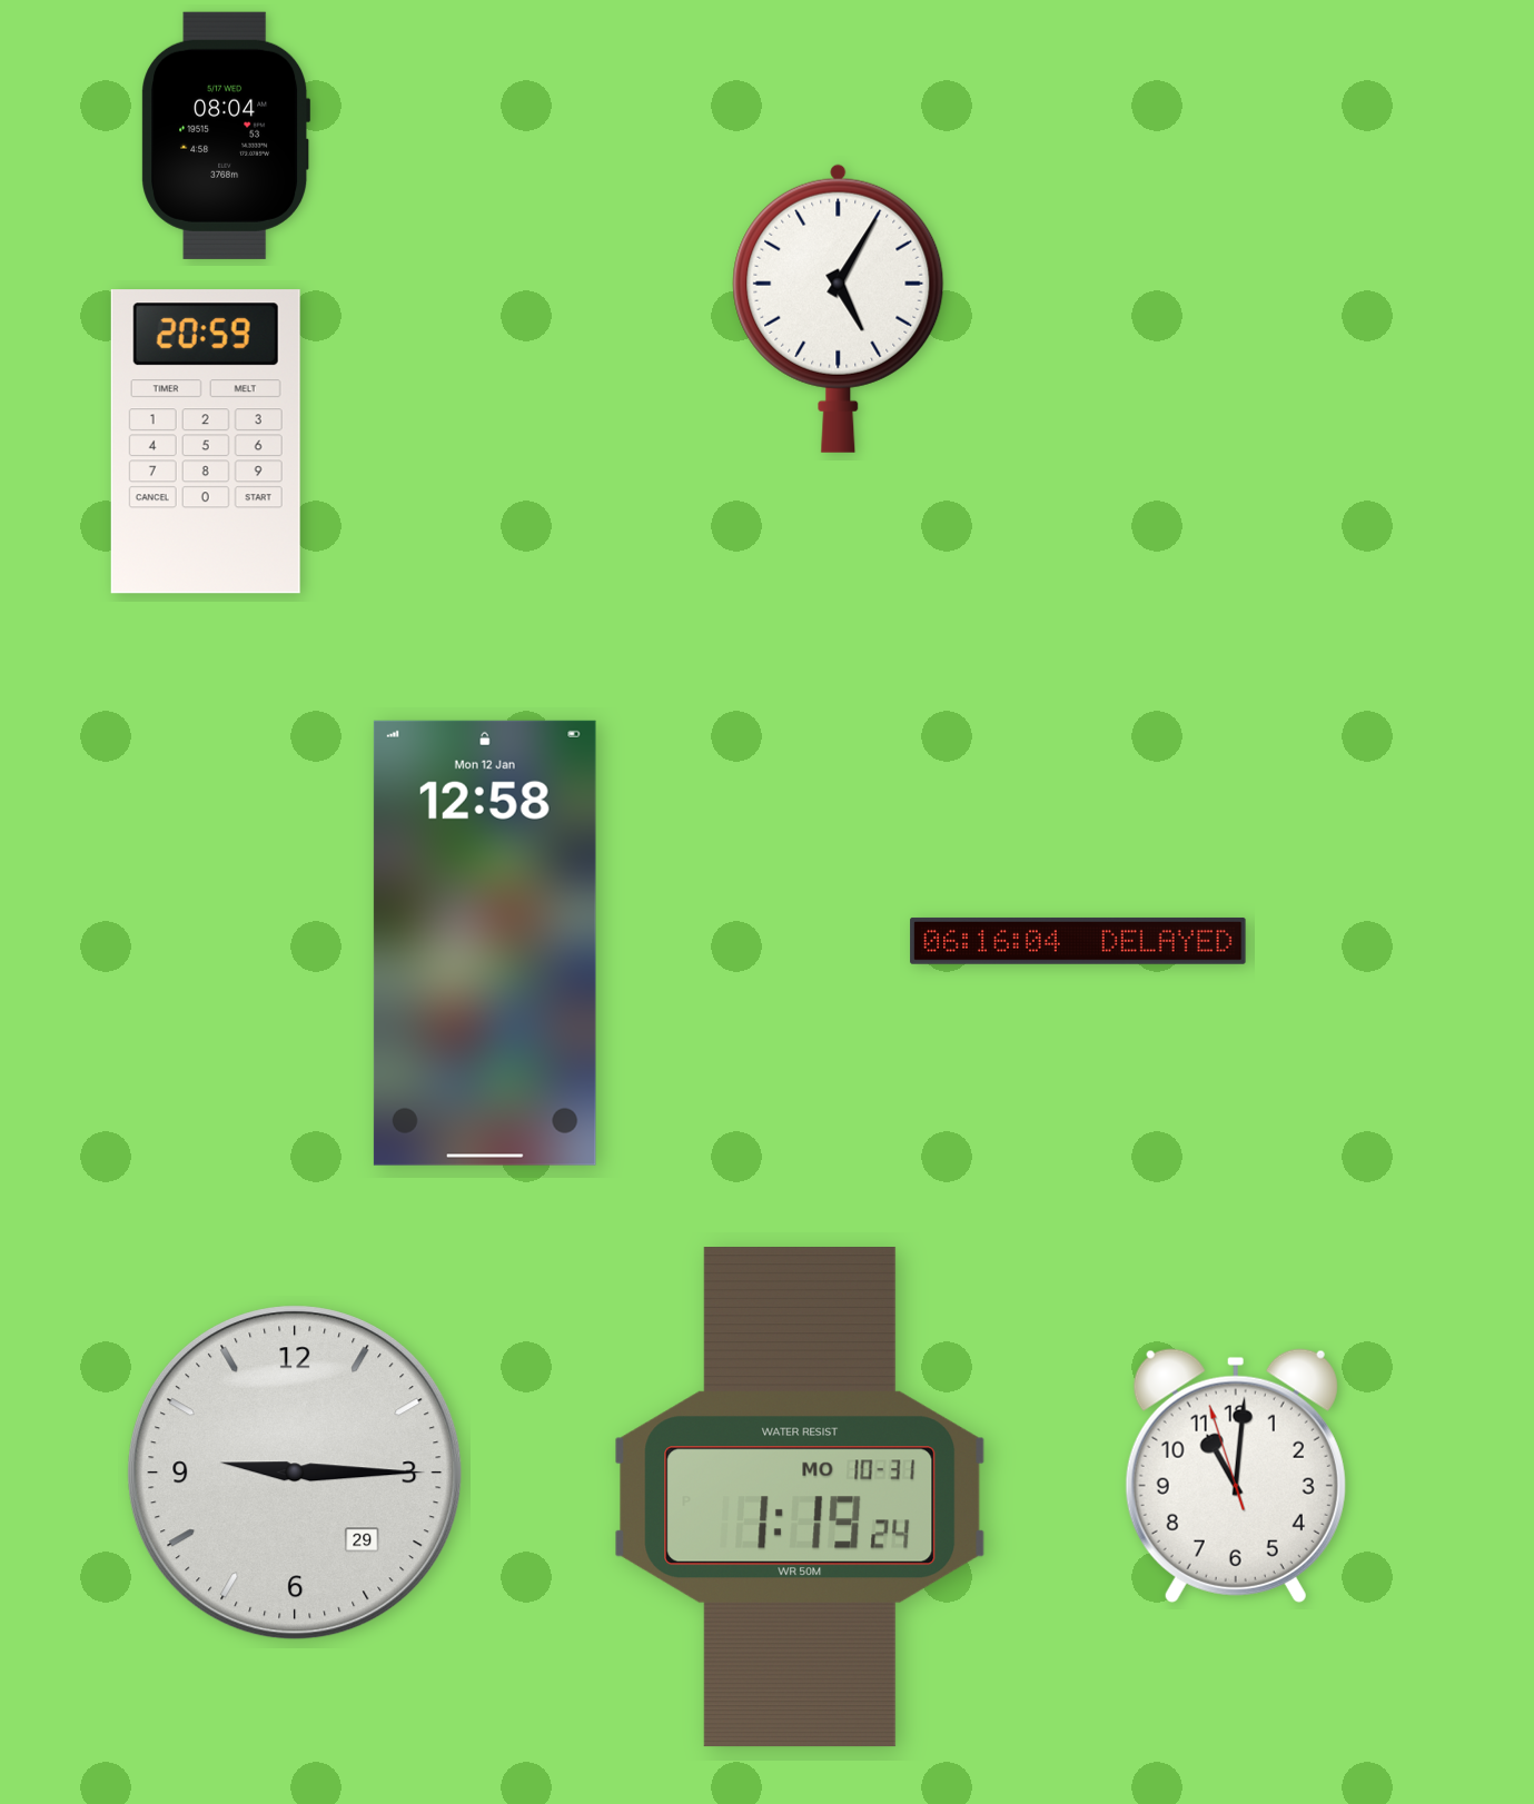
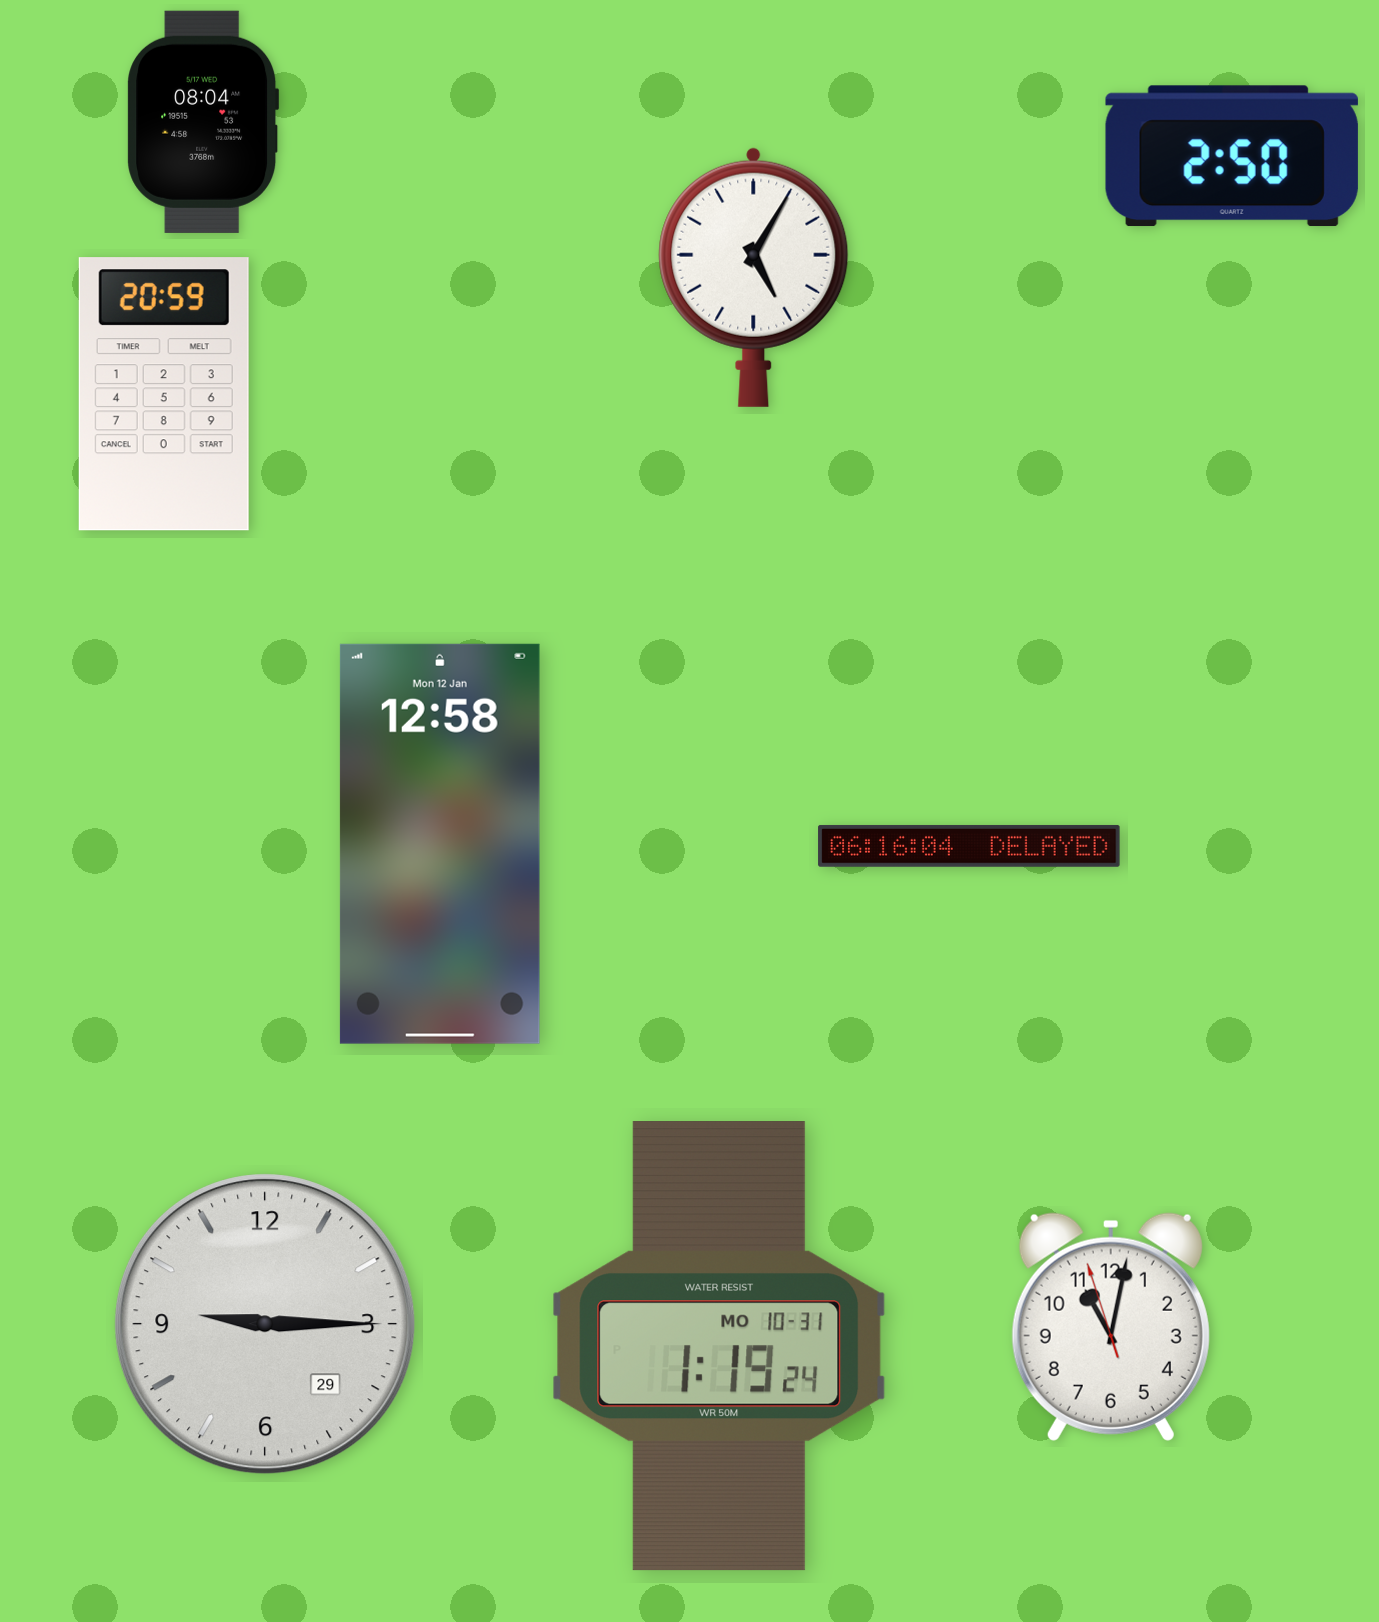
clock at (1232, 156): none -> 2:50
clock at (206, 442) position: (206, 442) -> (164, 394)
clock at (485, 943) position: (485, 943) -> (440, 844)
clock at (1236, 1476): 11:00 -> 11:01
